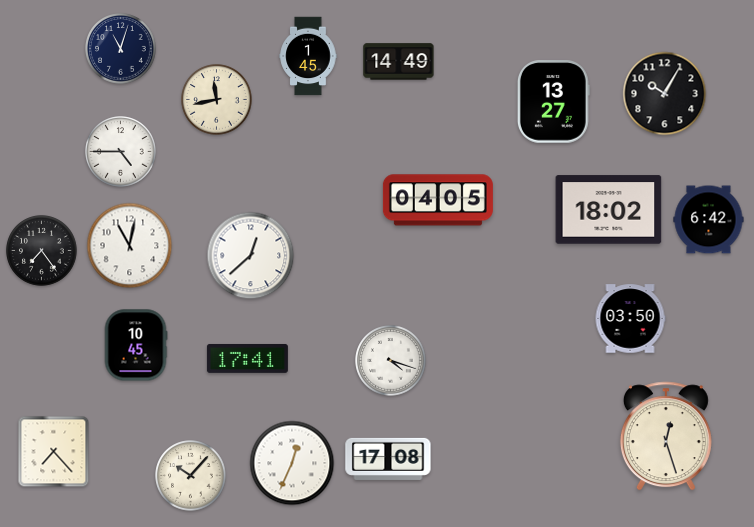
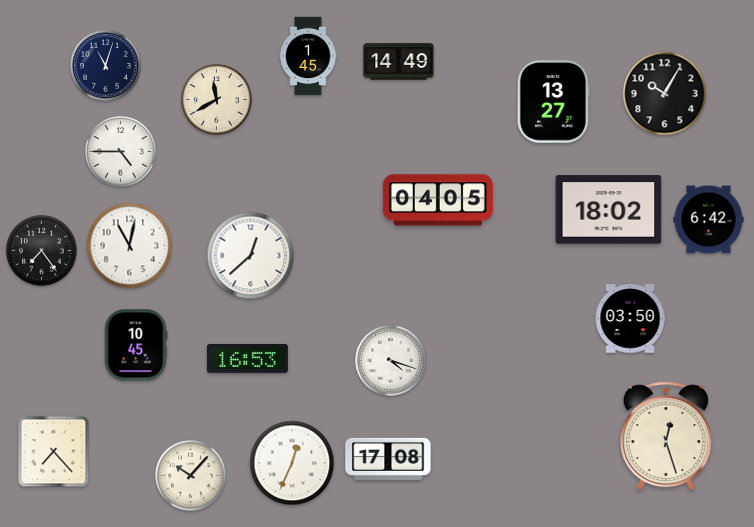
clock at (121, 49) position: (121, 49) -> (106, 66)
clock at (217, 100): 11:43 -> 11:40
clock at (247, 358): 17:41 -> 16:53
